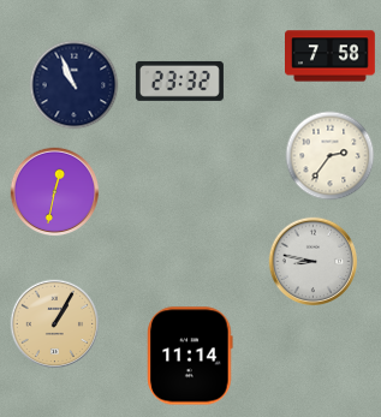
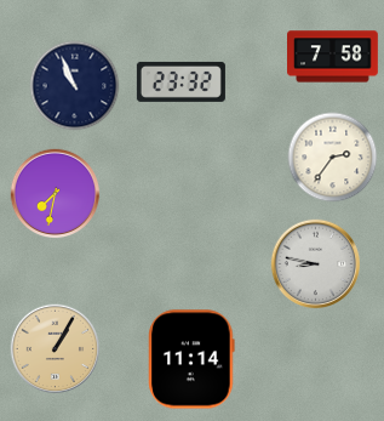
clock at (55, 192): 12:32 -> 7:32
clock at (55, 324) position: (55, 324) -> (56, 349)
